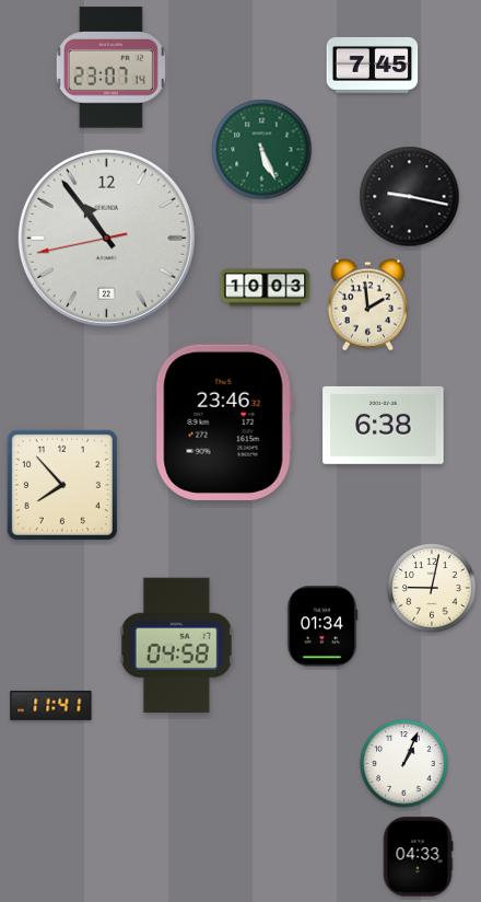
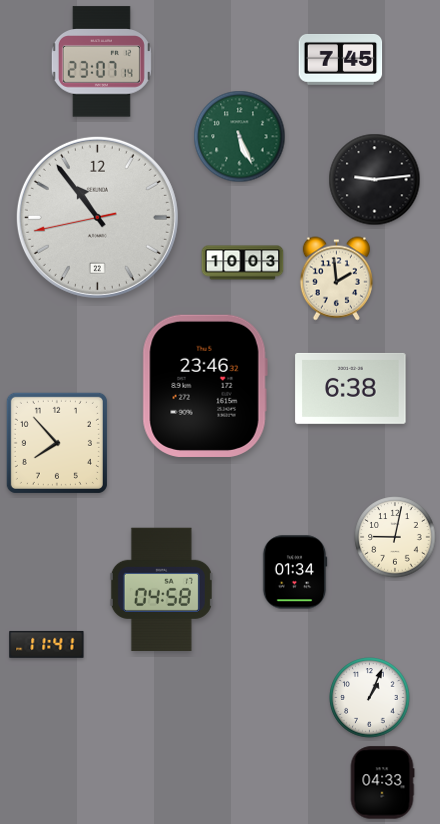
clock at (410, 197): 9:17 -> 9:14
